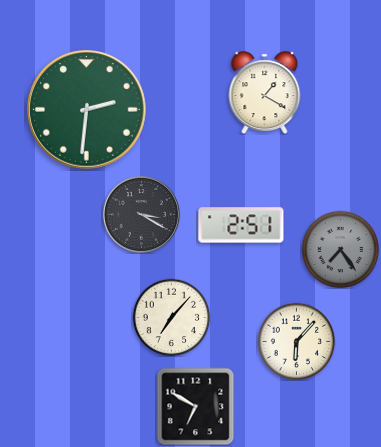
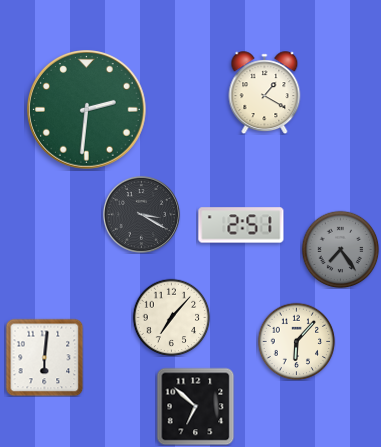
clock at (44, 357): none -> 6:01
clock at (195, 406): 6:50 -> 6:52
